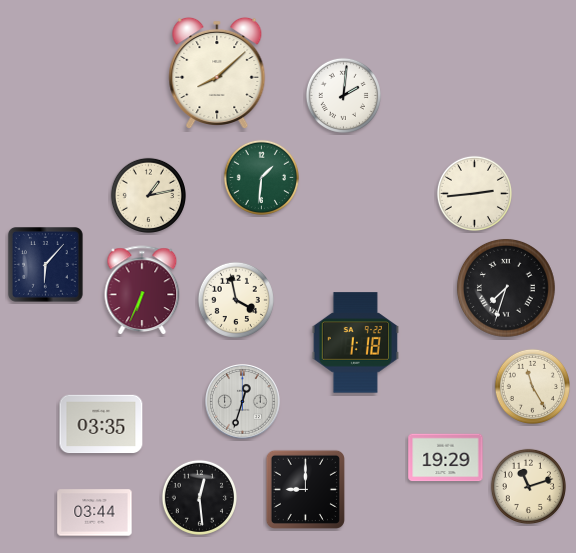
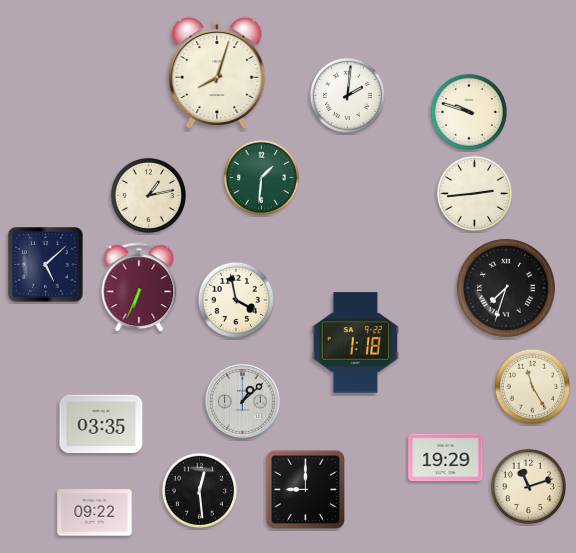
clock at (217, 72): 8:08 -> 8:03
clock at (343, 95) position: (343, 95) -> (347, 95)
clock at (469, 112): none -> 9:48
clock at (46, 265): 6:07 -> 5:08
clock at (142, 291) position: (142, 291) -> (139, 288)
clock at (243, 402): 12:33 -> 1:08
clock at (199, 497) position: (199, 497) -> (199, 490)
clock at (95, 513): 03:44 -> 09:22
